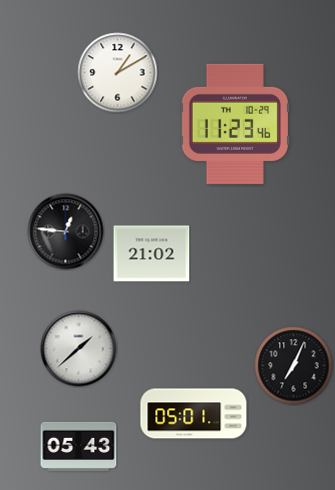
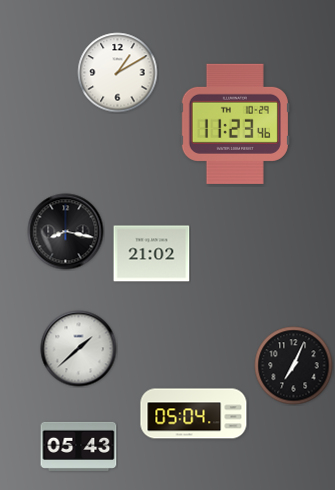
clock at (66, 232): 12:46 -> 8:17
clock at (194, 414): 05:01 -> 05:04
